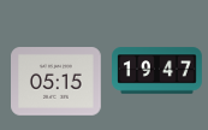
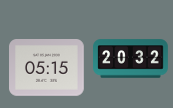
clock at (158, 71): 19:47 -> 20:32
